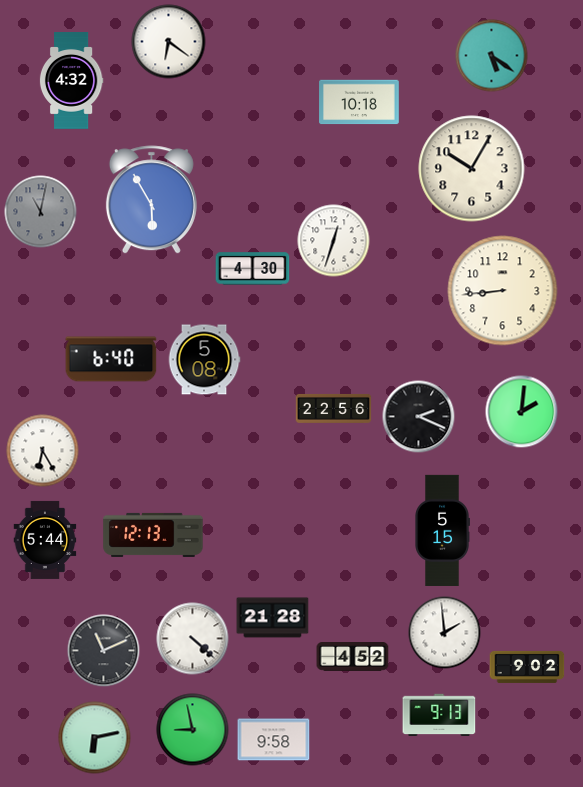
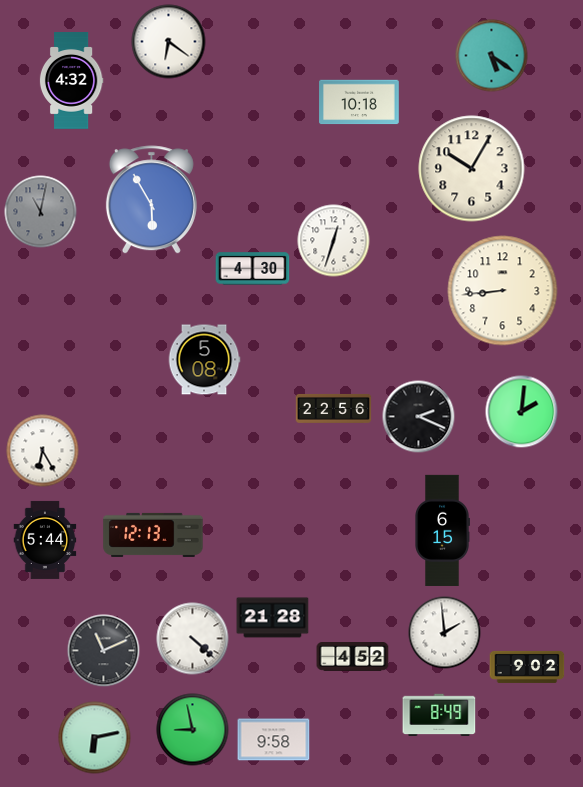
clock at (111, 359): 6:40 -> none
clock at (442, 530): 5:15 -> 6:15
clock at (439, 714): 9:13 -> 8:49
